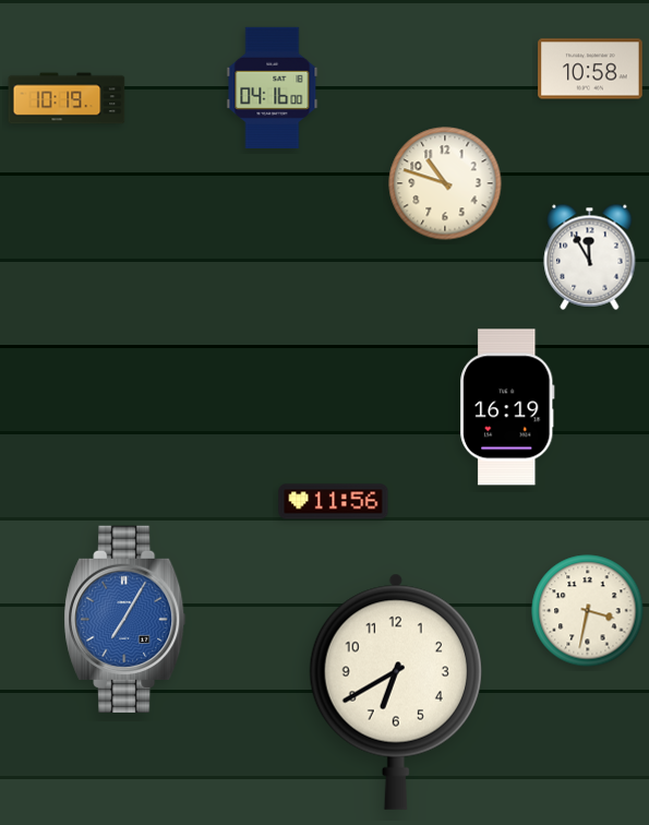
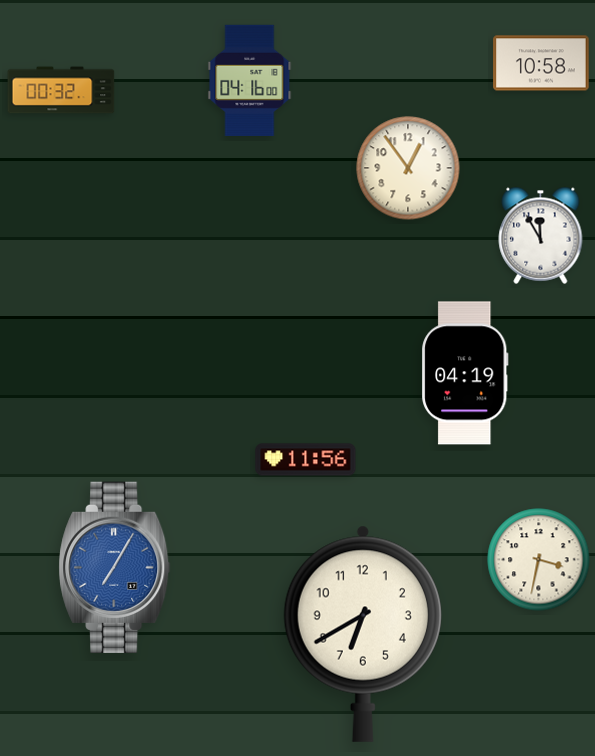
clock at (67, 98): 10:19 -> 00:32
clock at (445, 183): 10:48 -> 12:54
clock at (507, 407): 16:19 -> 04:19
